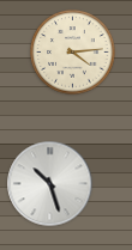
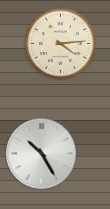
clock at (50, 184): 10:27 -> 10:25
